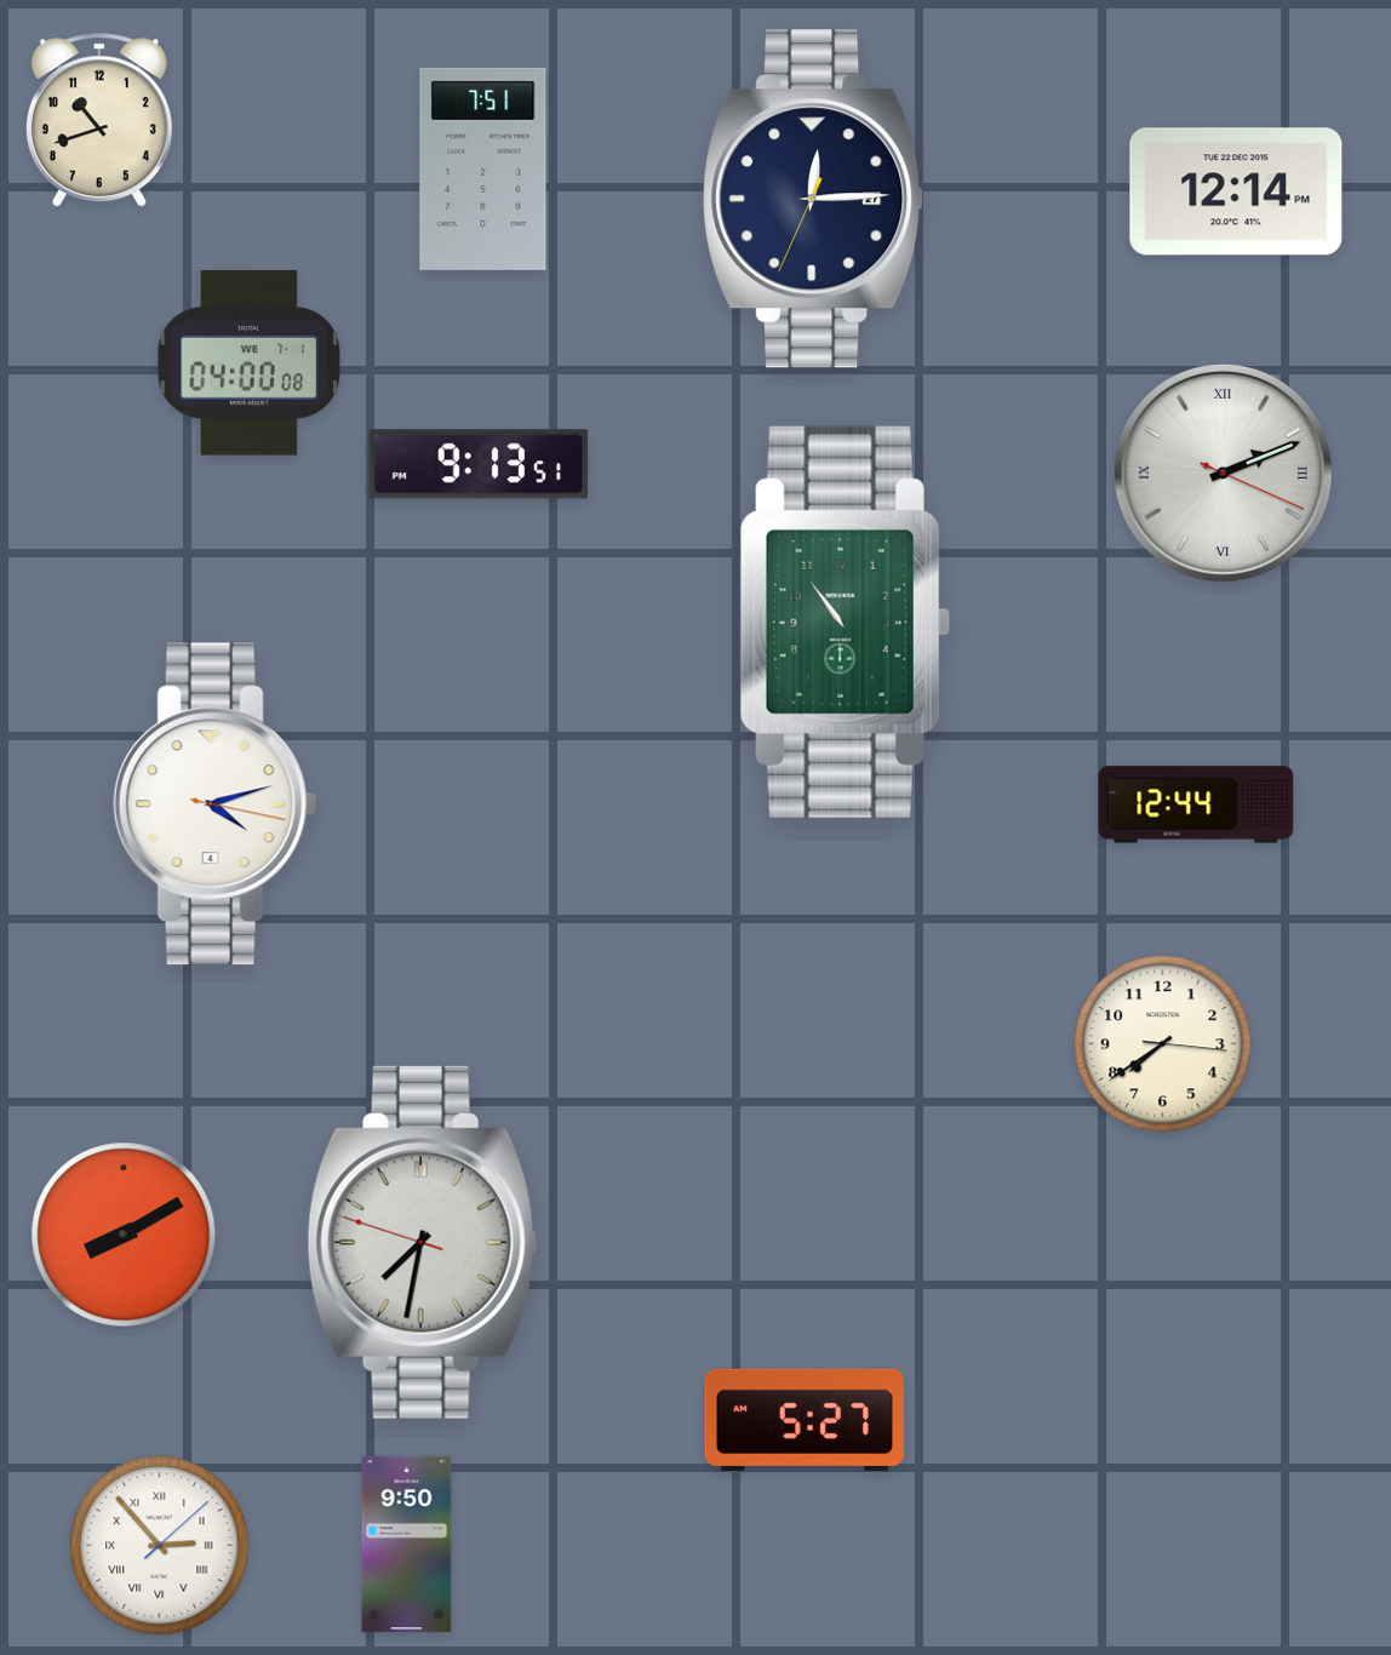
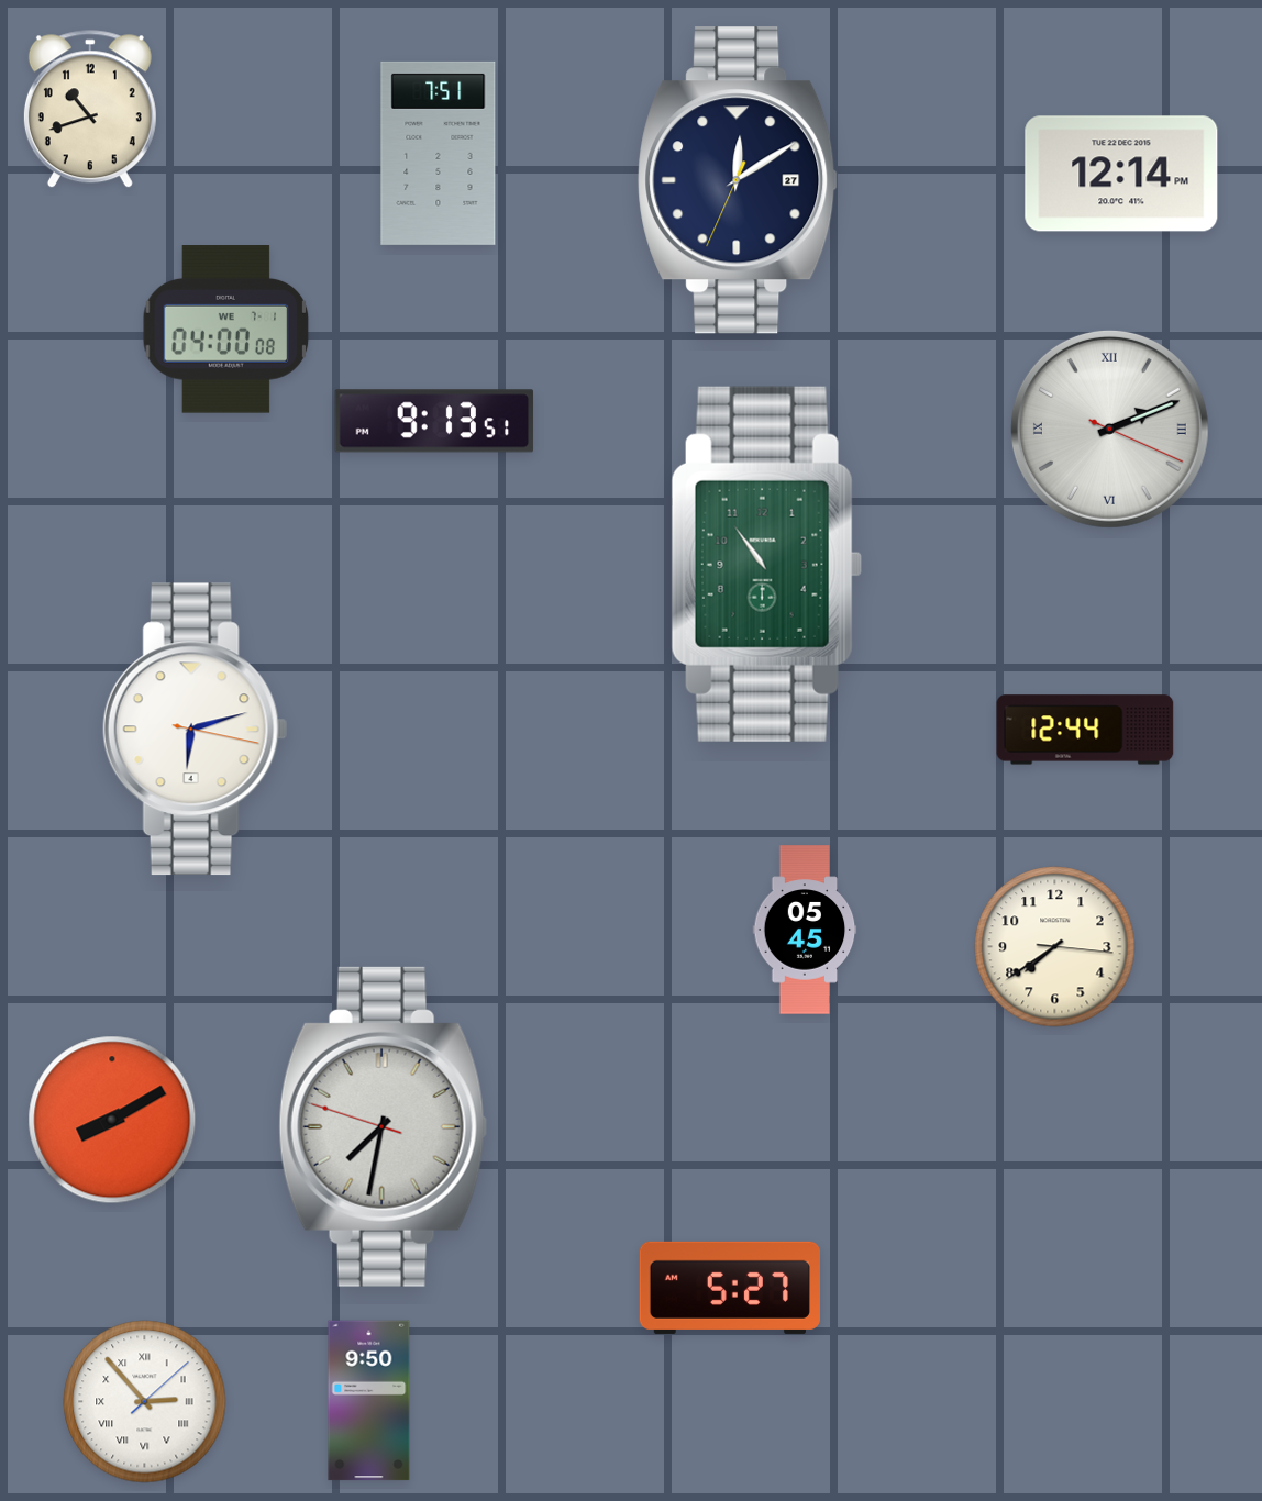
clock at (814, 199): 12:14 -> 12:09
clock at (214, 804): 4:12 -> 6:12
clock at (805, 930): none -> 05:45
